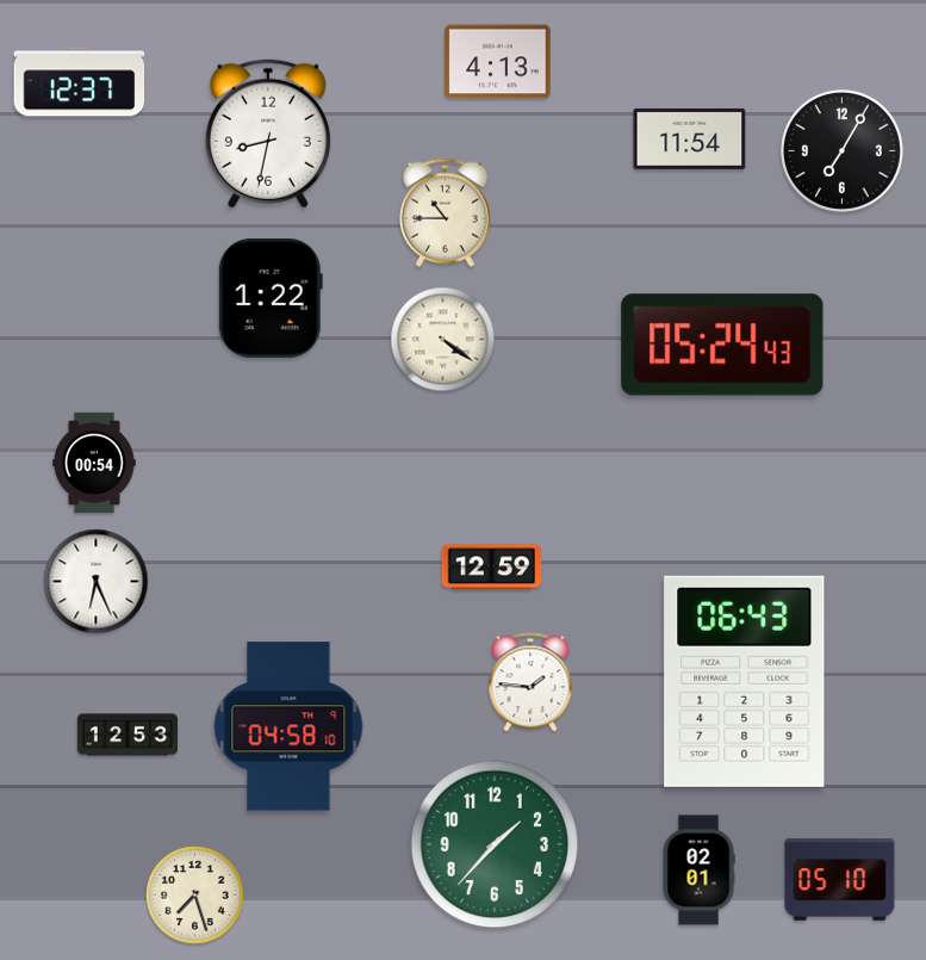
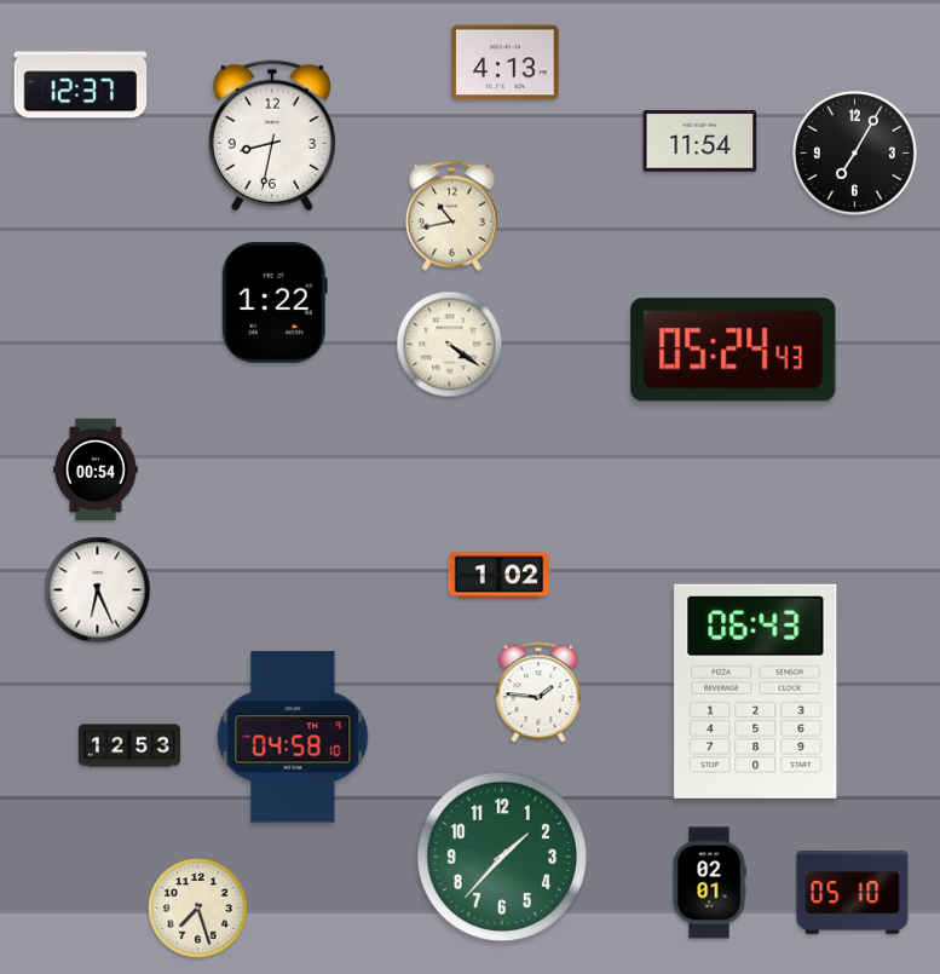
clock at (445, 212): 10:45 -> 10:43
clock at (492, 568): 12:59 -> 1:02
